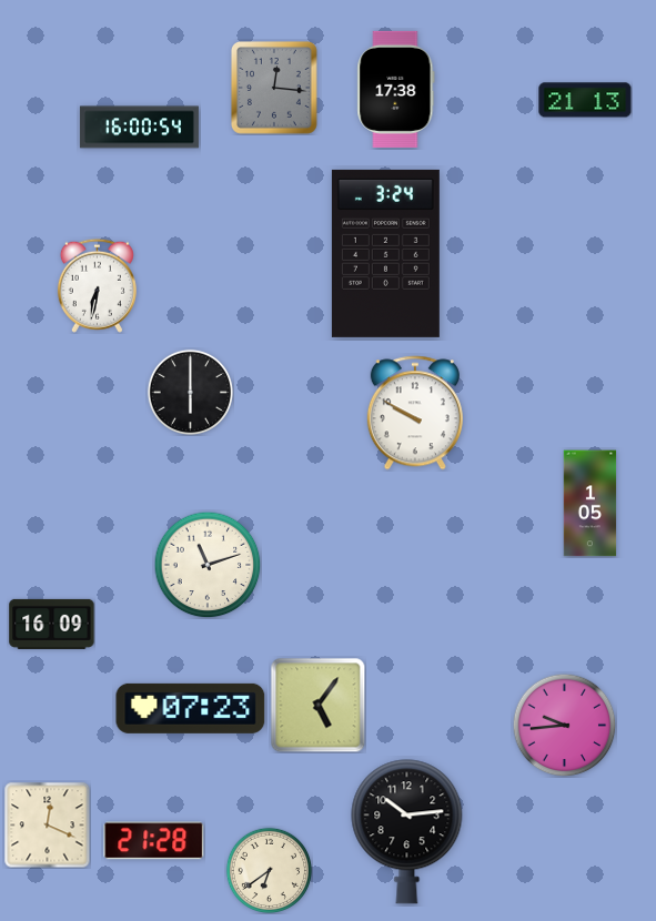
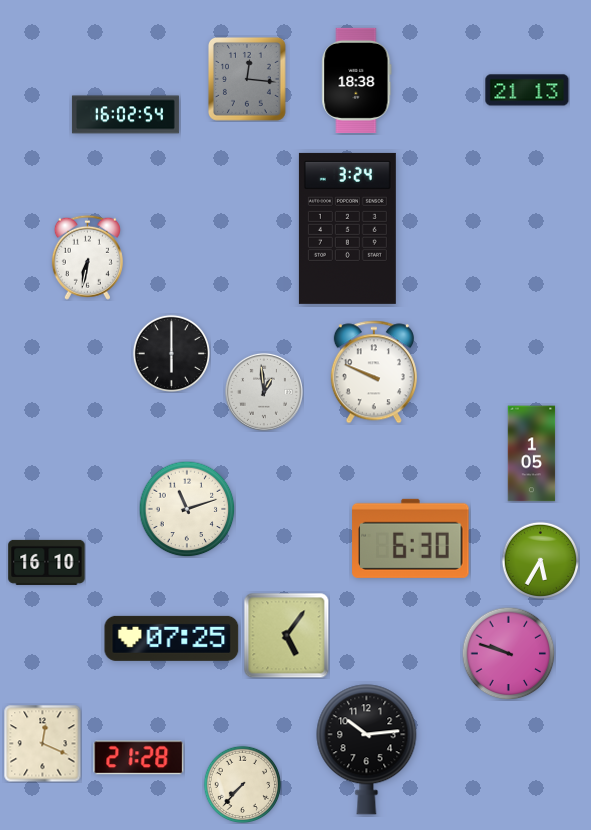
clock at (396, 89): 17:38 -> 18:38
clock at (139, 128): 16:00 -> 16:02
clock at (415, 413): 9:50 -> 9:49
clock at (264, 392): none -> 12:59
clock at (411, 538): none -> 6:30
clock at (540, 560): none -> 5:35
clock at (52, 624): 16:09 -> 16:10
clock at (191, 708): 07:23 -> 07:25
clock at (564, 725): 9:44 -> 9:48
clock at (269, 870): 6:39 -> 7:37
